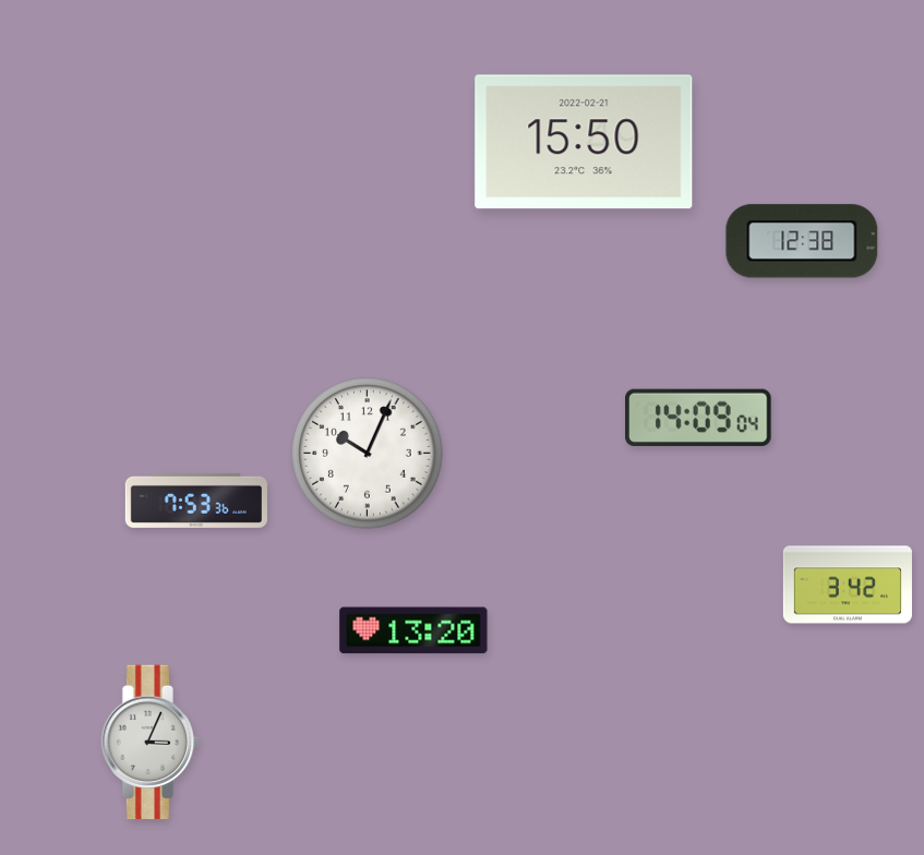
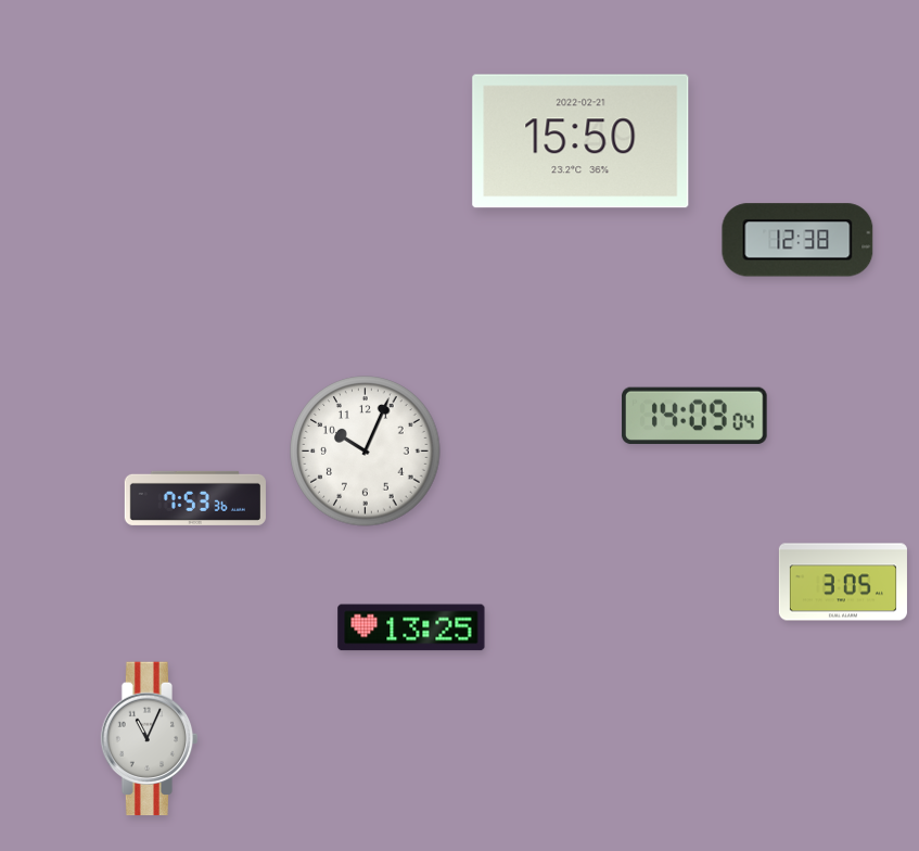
clock at (848, 585): 3:42 -> 3:05
clock at (413, 630): 13:20 -> 13:25
clock at (151, 743): 3:04 -> 11:04
